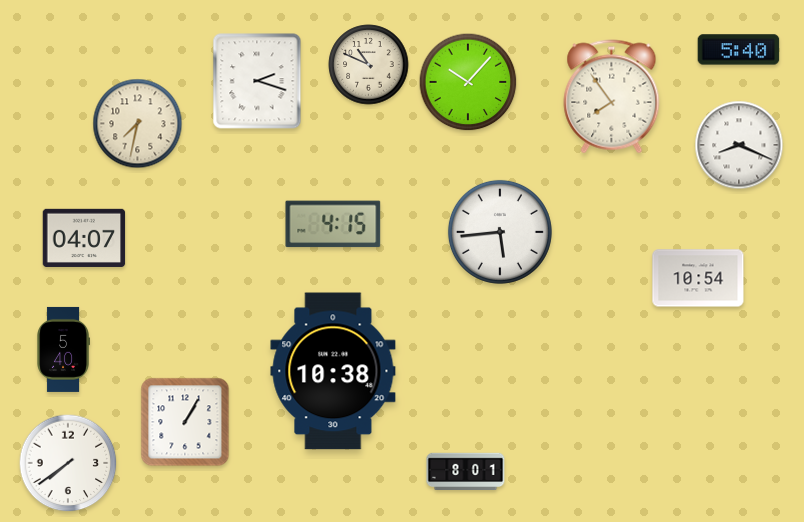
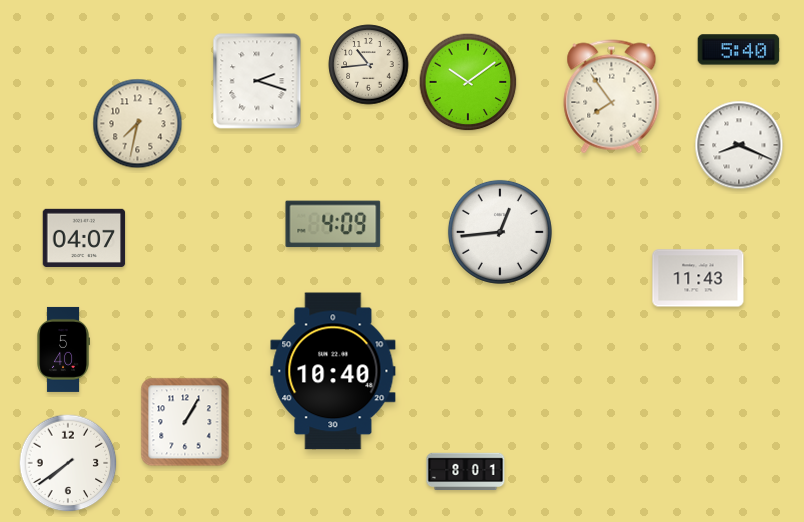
clock at (369, 65): 10:49 -> 10:44
clock at (468, 82): 10:07 -> 10:09
clock at (333, 224): 4:15 -> 4:09
clock at (500, 232): 5:44 -> 12:44
clock at (698, 278): 10:54 -> 11:43
clock at (333, 371): 10:38 -> 10:40
